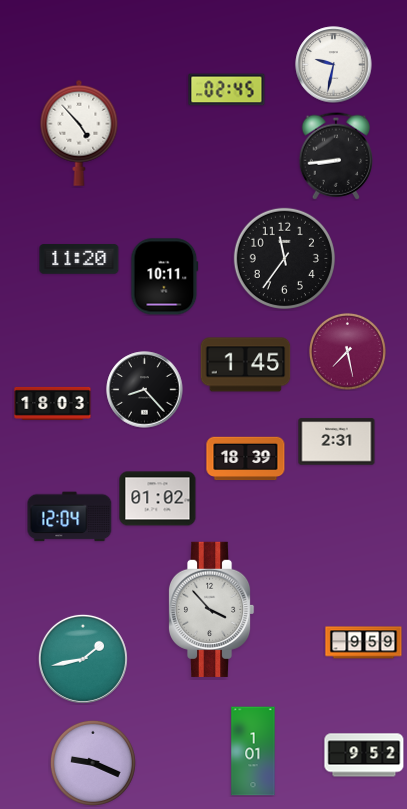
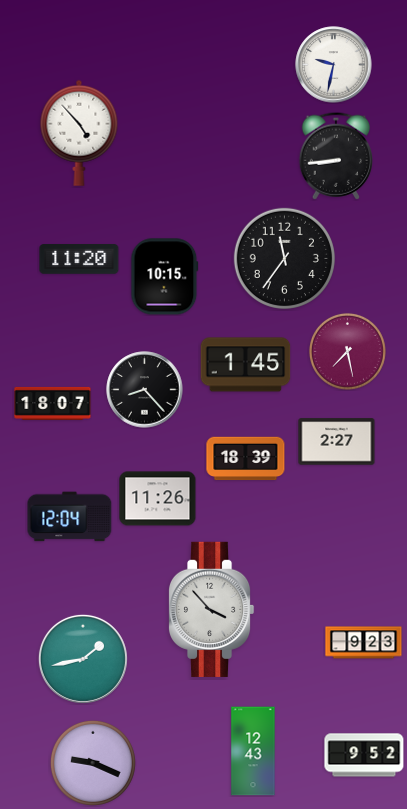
clock at (227, 90): 02:45 -> none
clock at (165, 277): 10:11 -> 10:15
clock at (53, 403): 18:03 -> 18:07
clock at (337, 442): 2:31 -> 2:27
clock at (158, 499): 01:02 -> 11:26
clock at (364, 643): 9:59 -> 9:23
clock at (253, 751): 1:01 -> 12:43
